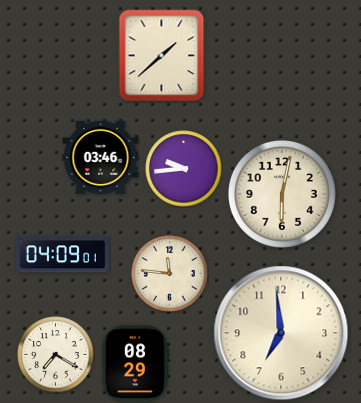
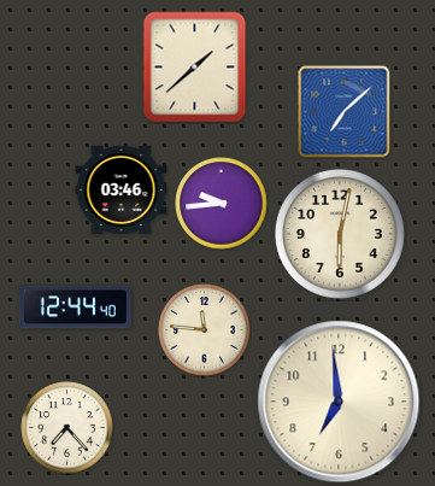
clock at (345, 112): none -> 7:08
clock at (62, 255): 04:09 -> 12:44
clock at (56, 355): 7:20 -> 7:23
clock at (135, 364): 08:29 -> none
